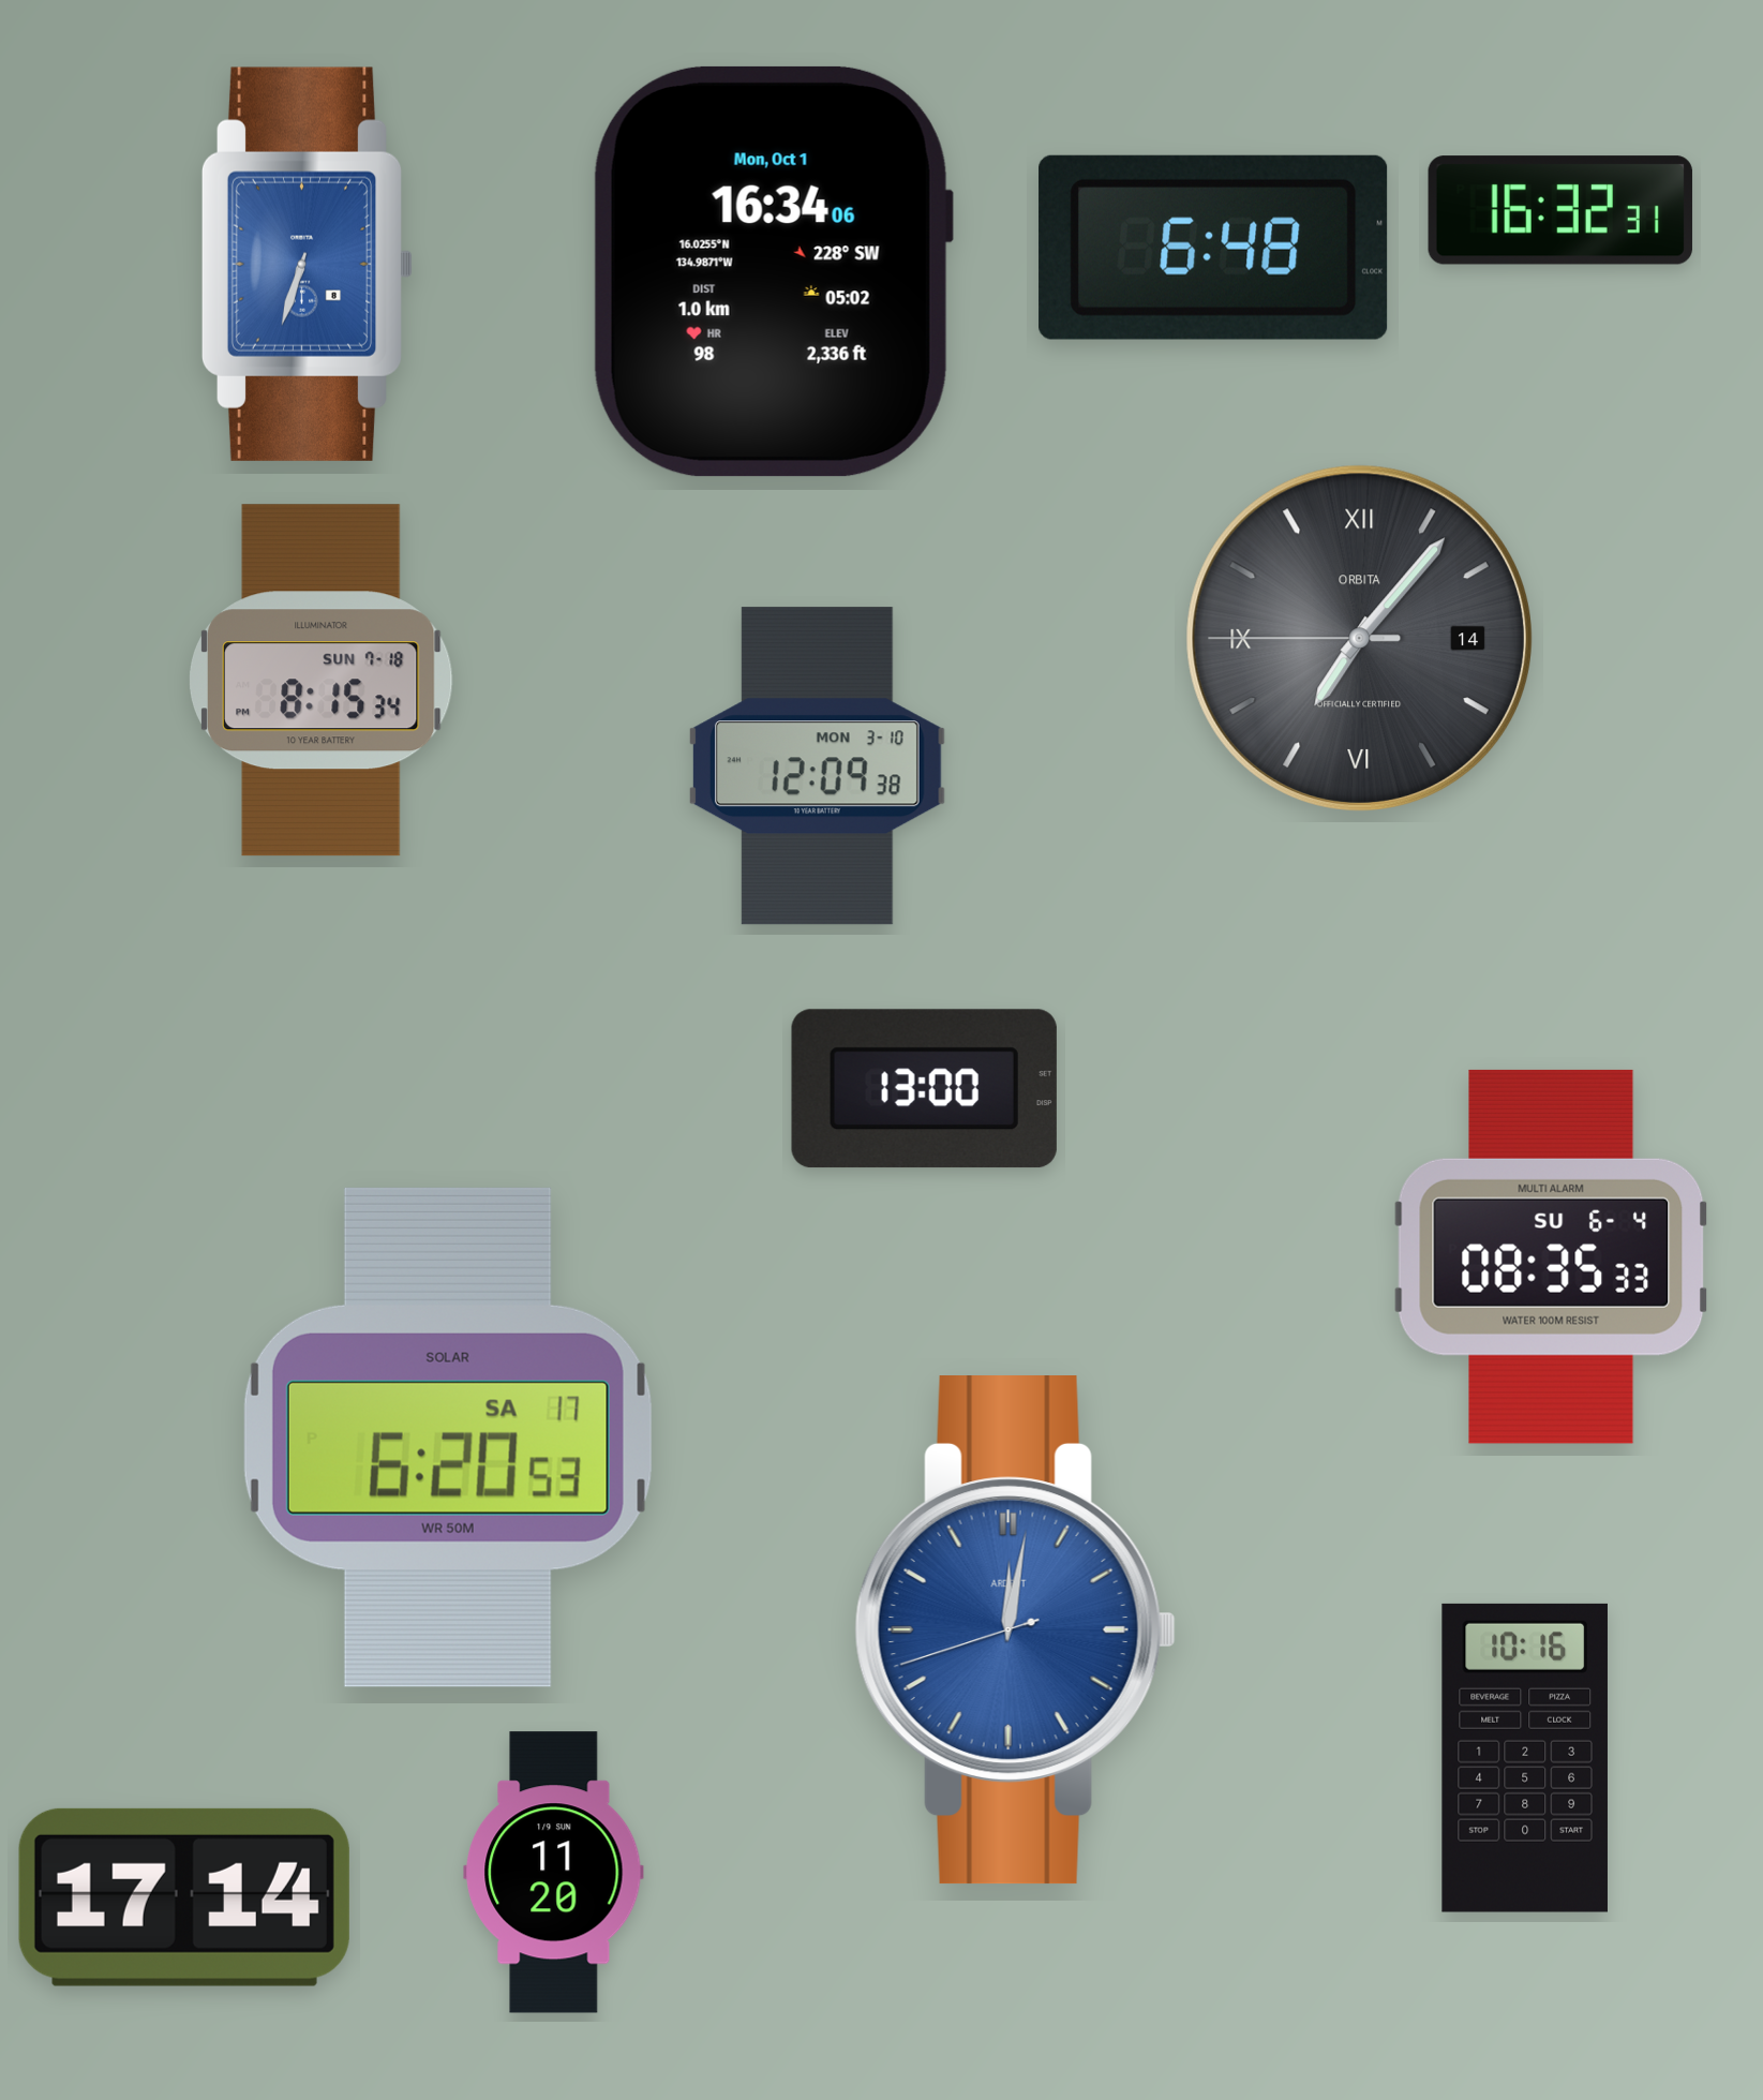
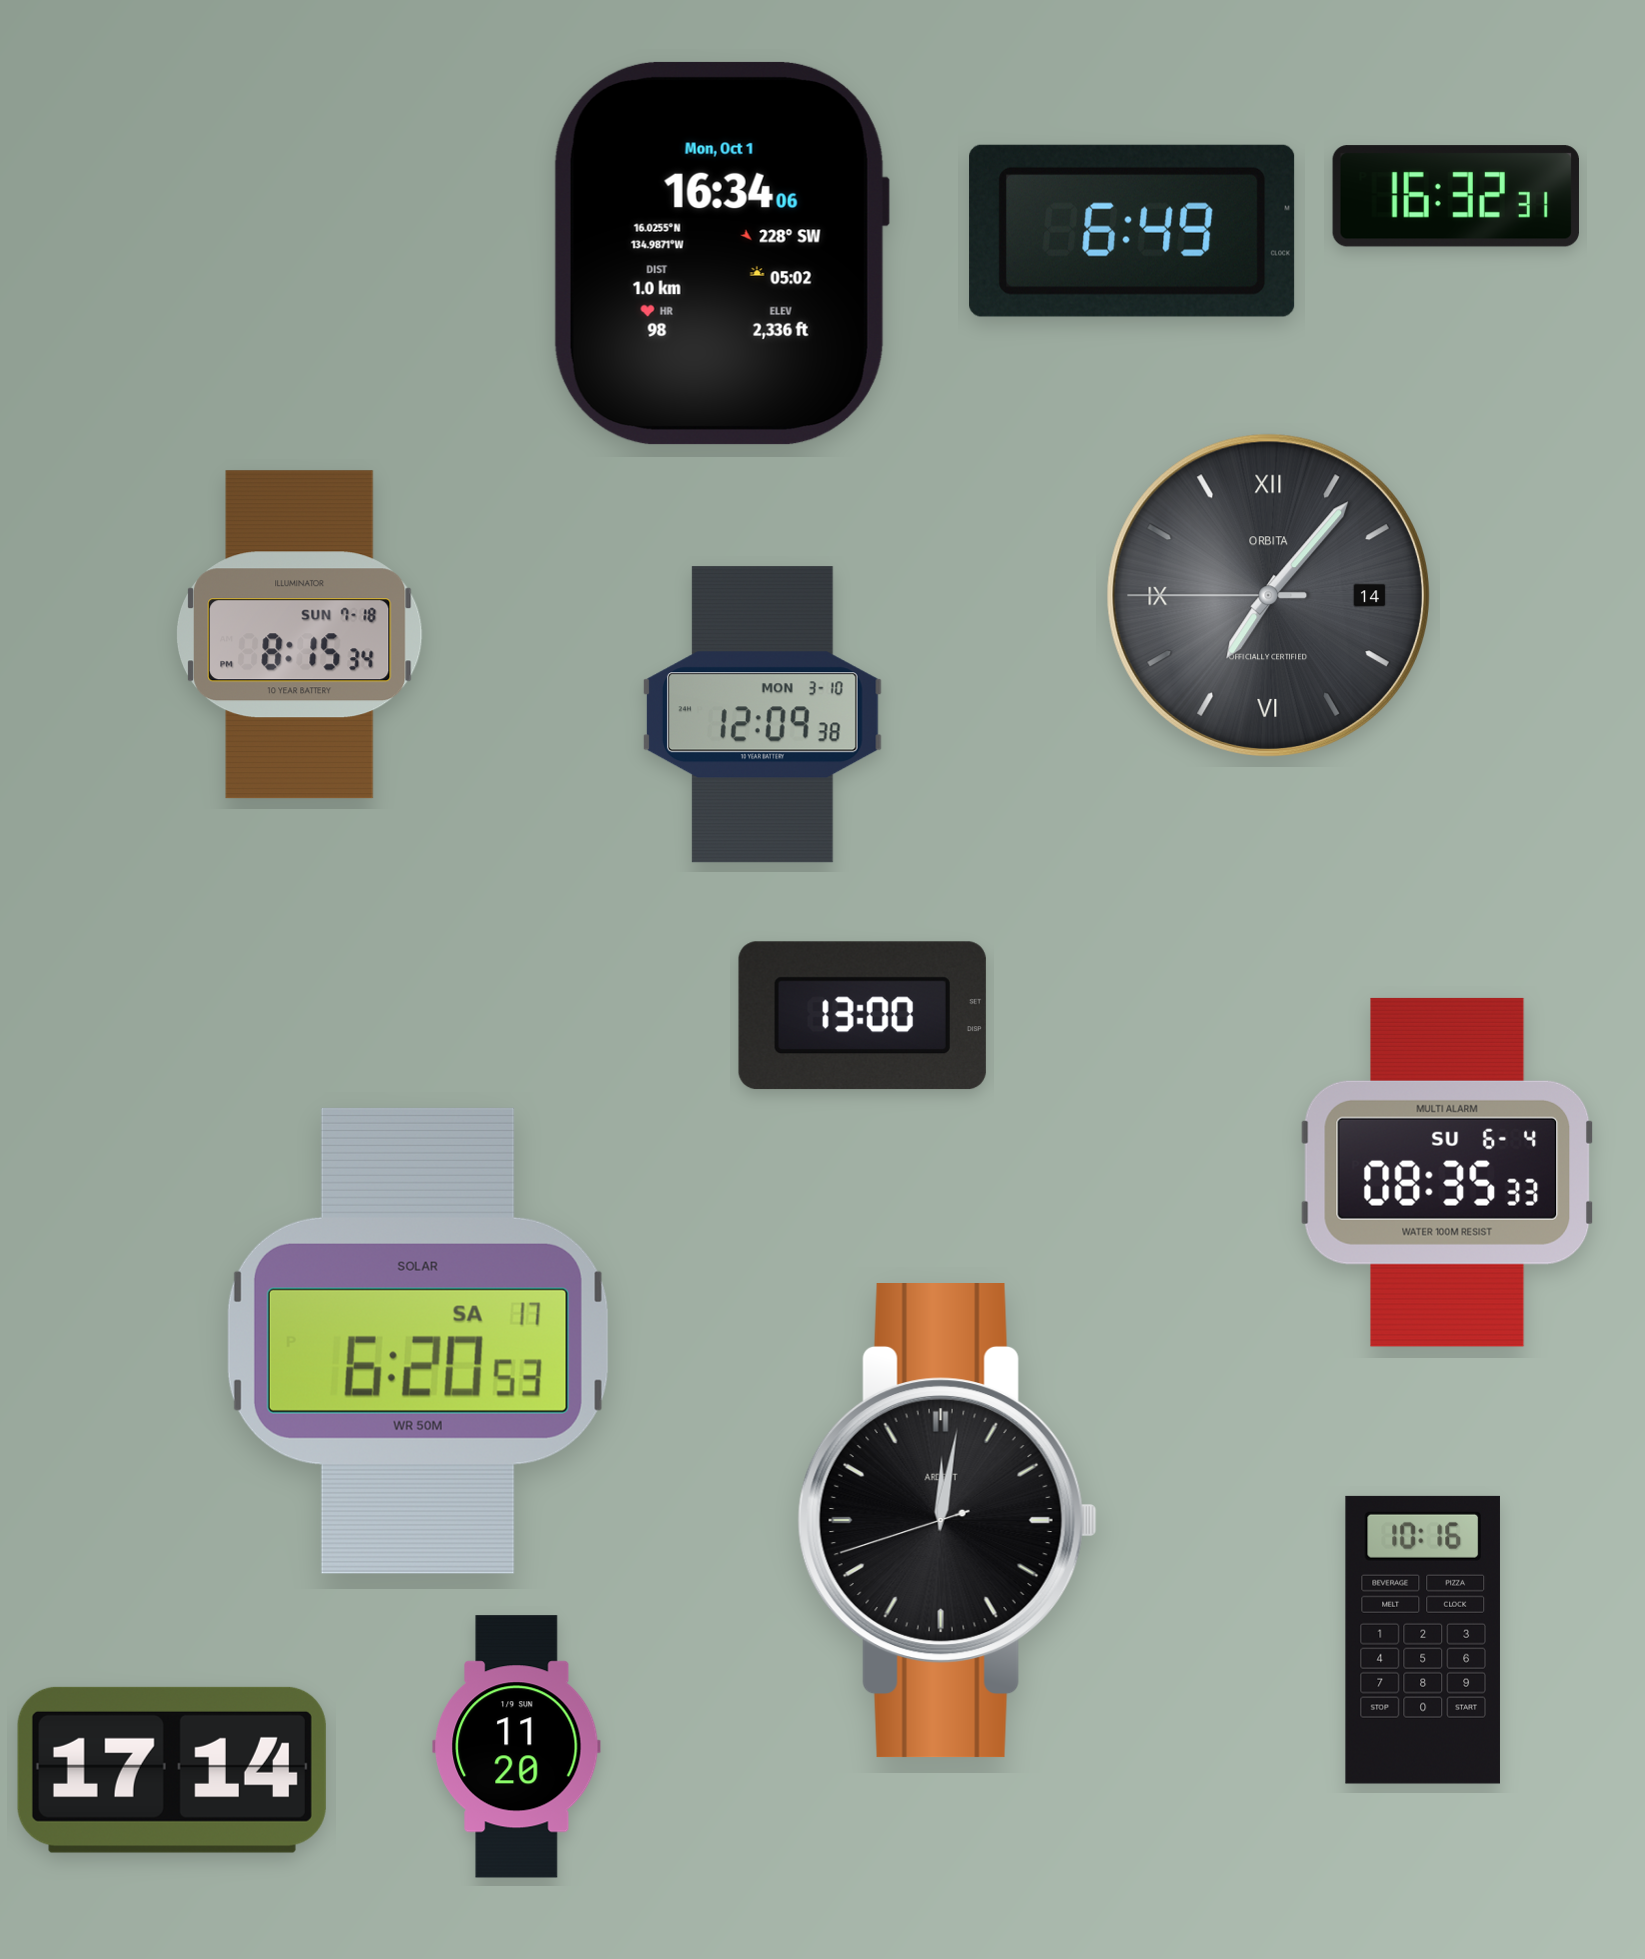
clock at (1213, 248): 6:48 -> 6:49
clock at (308, 264): 6:33 -> none
clock at (1015, 1630) dial: blue -> black
